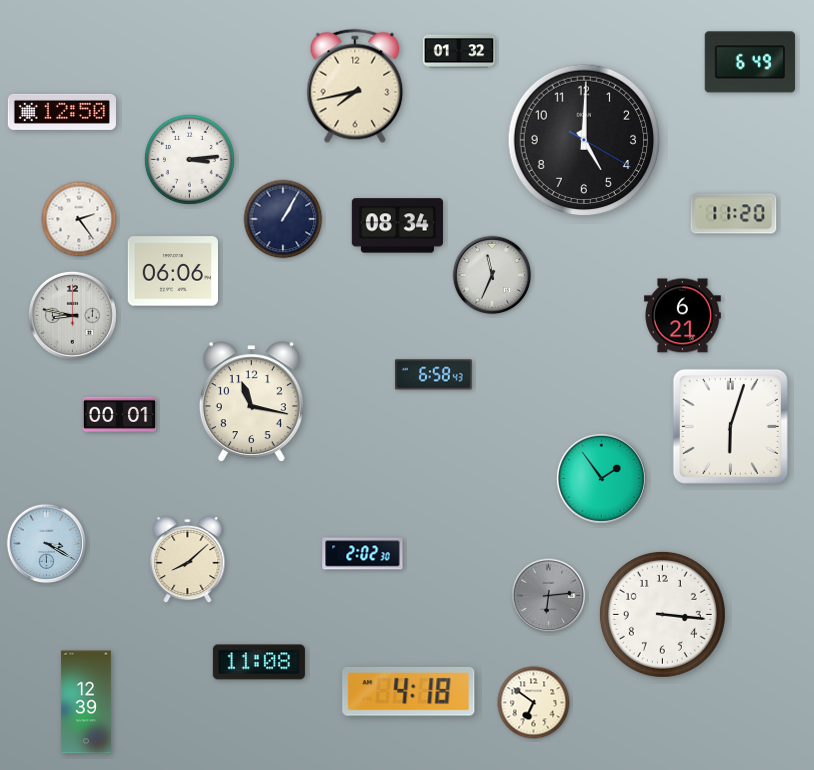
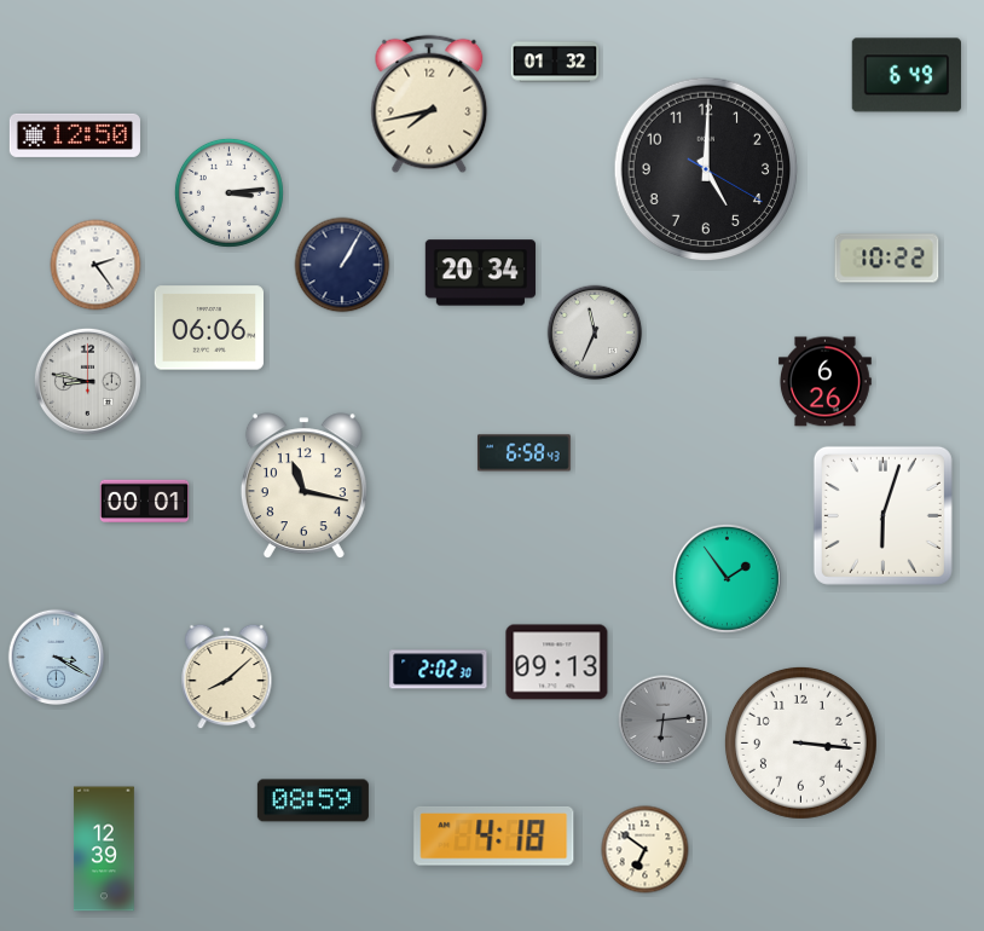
clock at (734, 214): 11:20 -> 10:22
clock at (397, 226): 08:34 -> 20:34
clock at (683, 316): 6:21 -> 6:26
clock at (557, 663): none -> 09:13
clock at (259, 662): 11:08 -> 08:59
